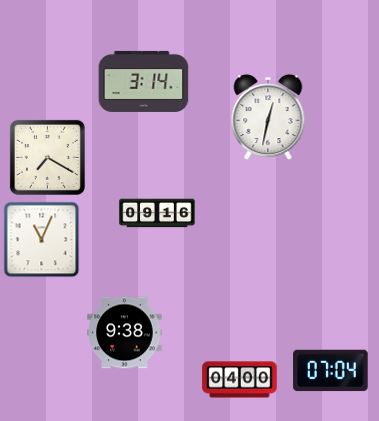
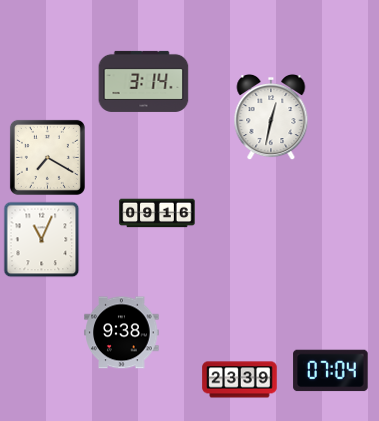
clock at (268, 117) position: (268, 117) -> (271, 117)
clock at (125, 333) position: (125, 333) -> (122, 333)
clock at (240, 380): 04:00 -> 23:39
